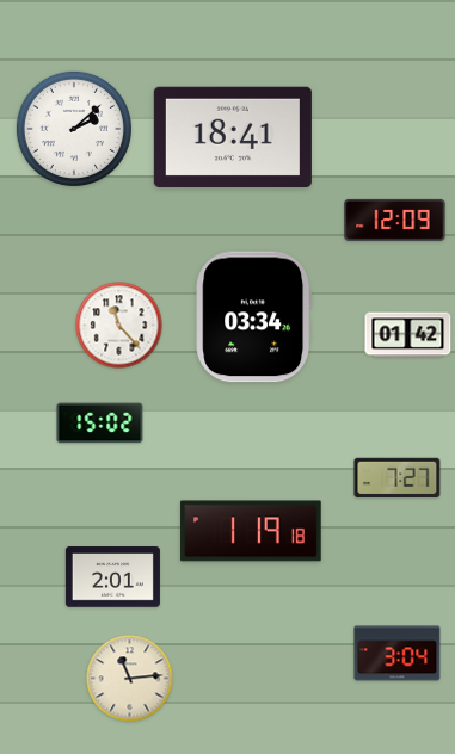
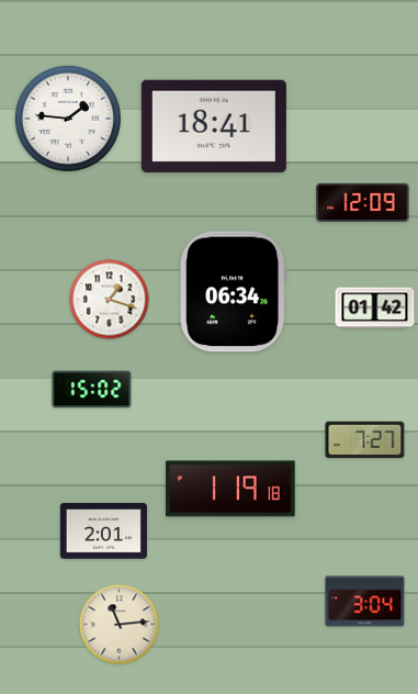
clock at (74, 129): 2:08 -> 1:46
clock at (254, 317): 03:34 -> 06:34
clock at (119, 326): 11:23 -> 1:18
